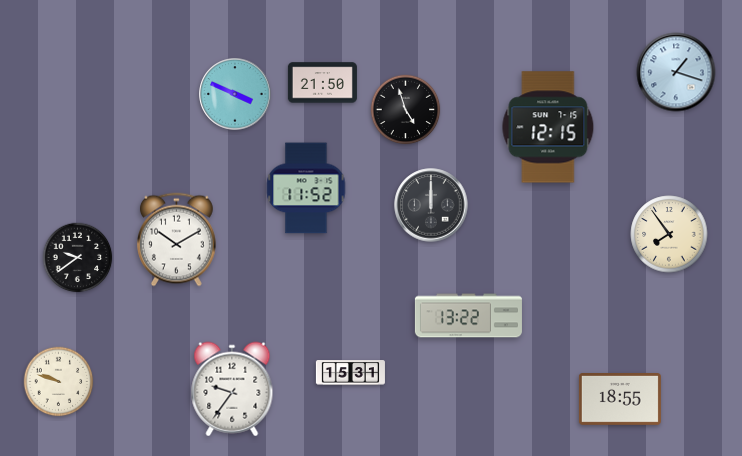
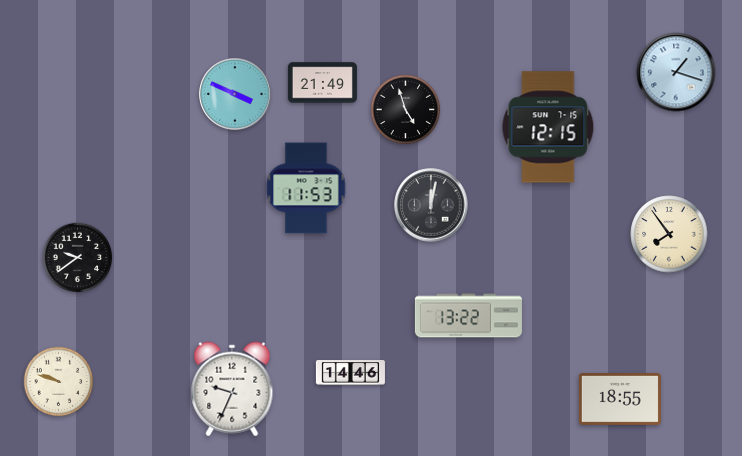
clock at (322, 83): 21:50 -> 21:49
clock at (306, 188): 11:52 -> 11:53
clock at (431, 205): 12:00 -> 12:02
clock at (177, 240): 10:10 -> none
clock at (350, 373): 15:31 -> 14:46
clock at (232, 389): 9:36 -> 9:34
